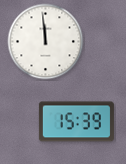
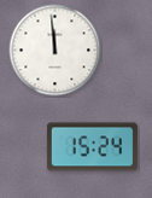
clock at (76, 122): 15:39 -> 15:24
